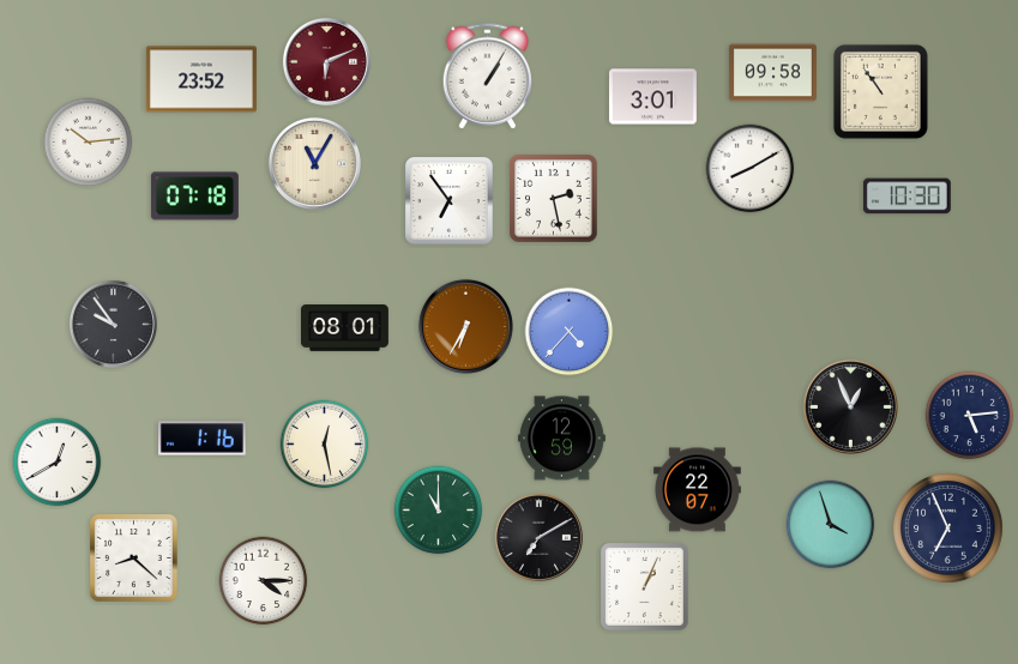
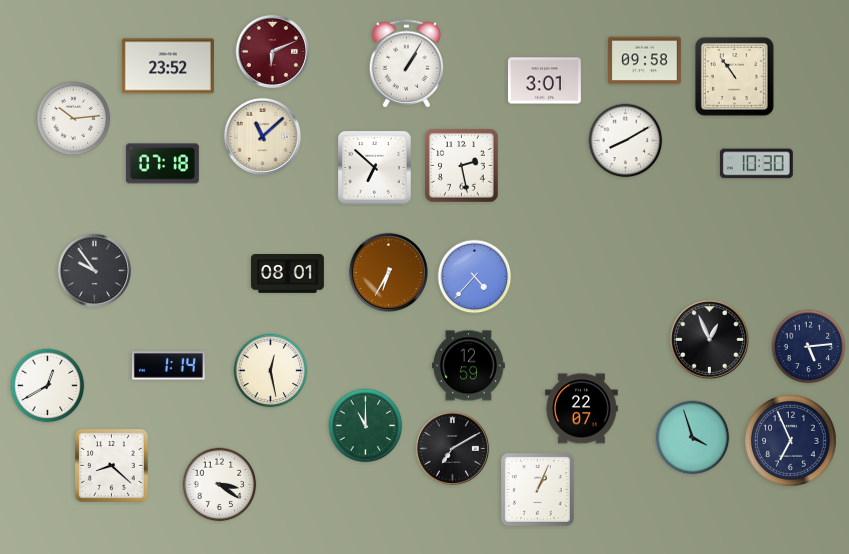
clock at (314, 163): 11:05 -> 11:08
clock at (450, 201): 6:54 -> 6:52
clock at (201, 439): 1:16 -> 1:14
clock at (538, 537) position: (538, 537) -> (452, 448)
clock at (264, 581): 4:15 -> 3:21
